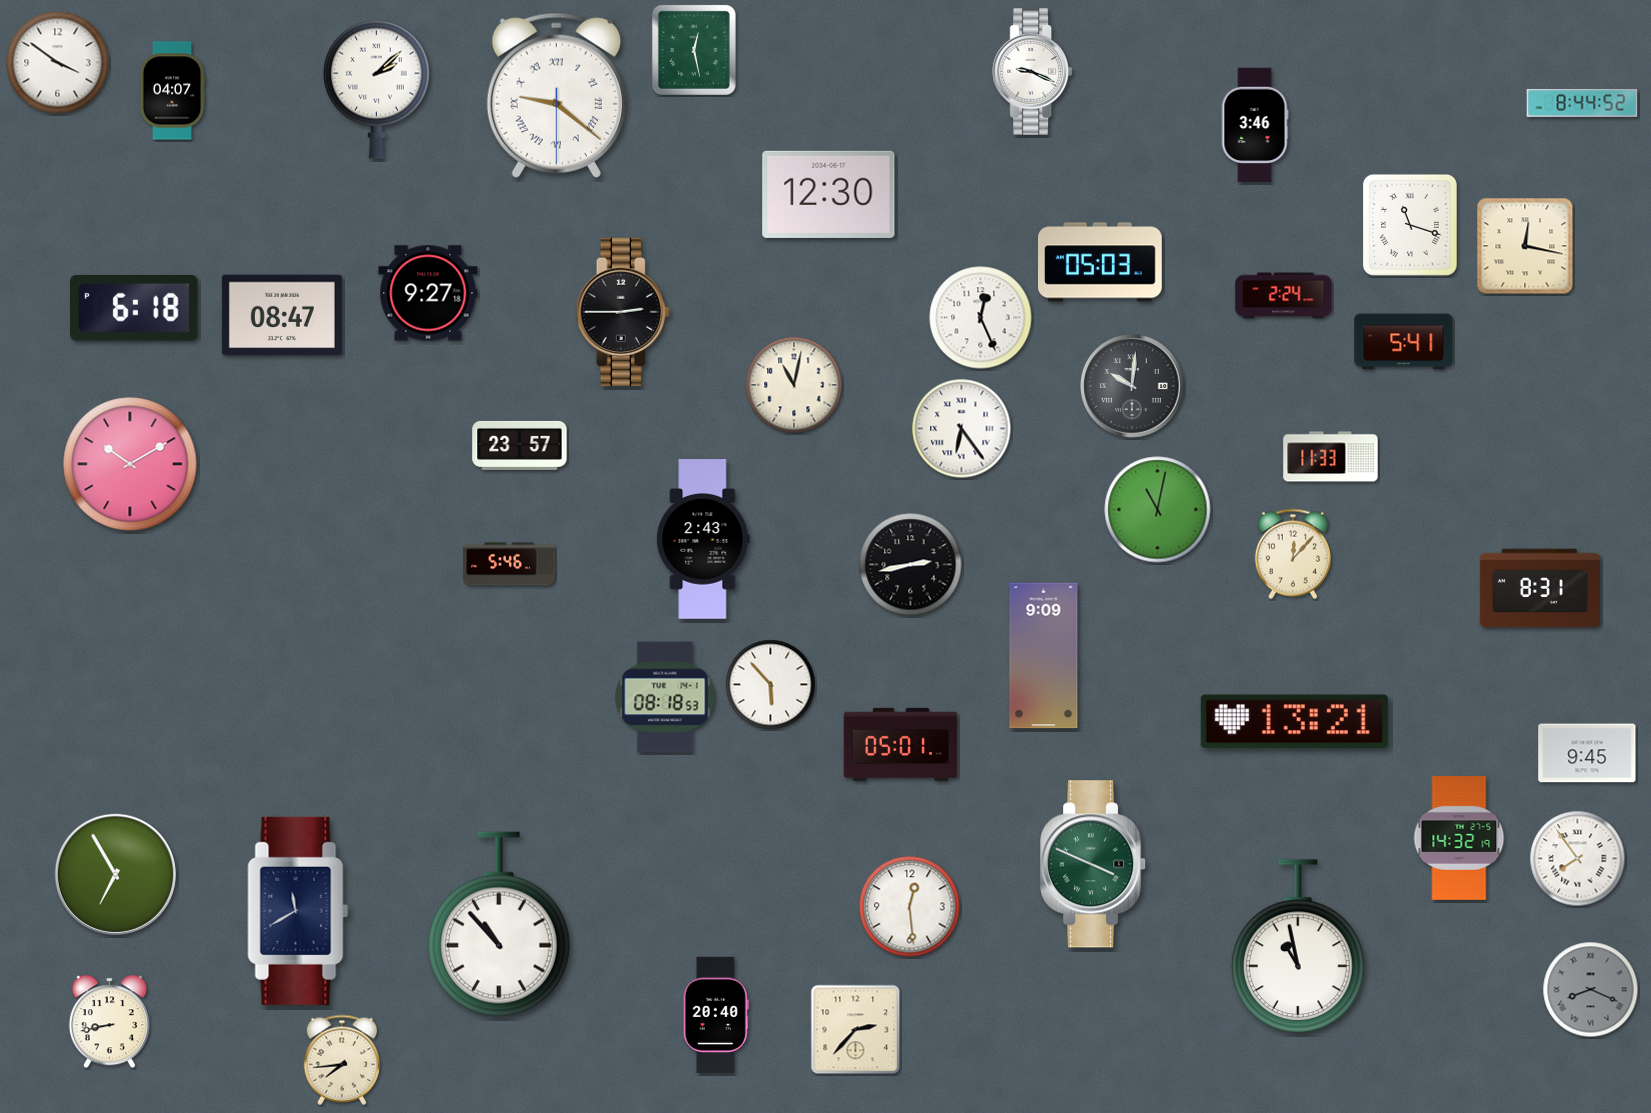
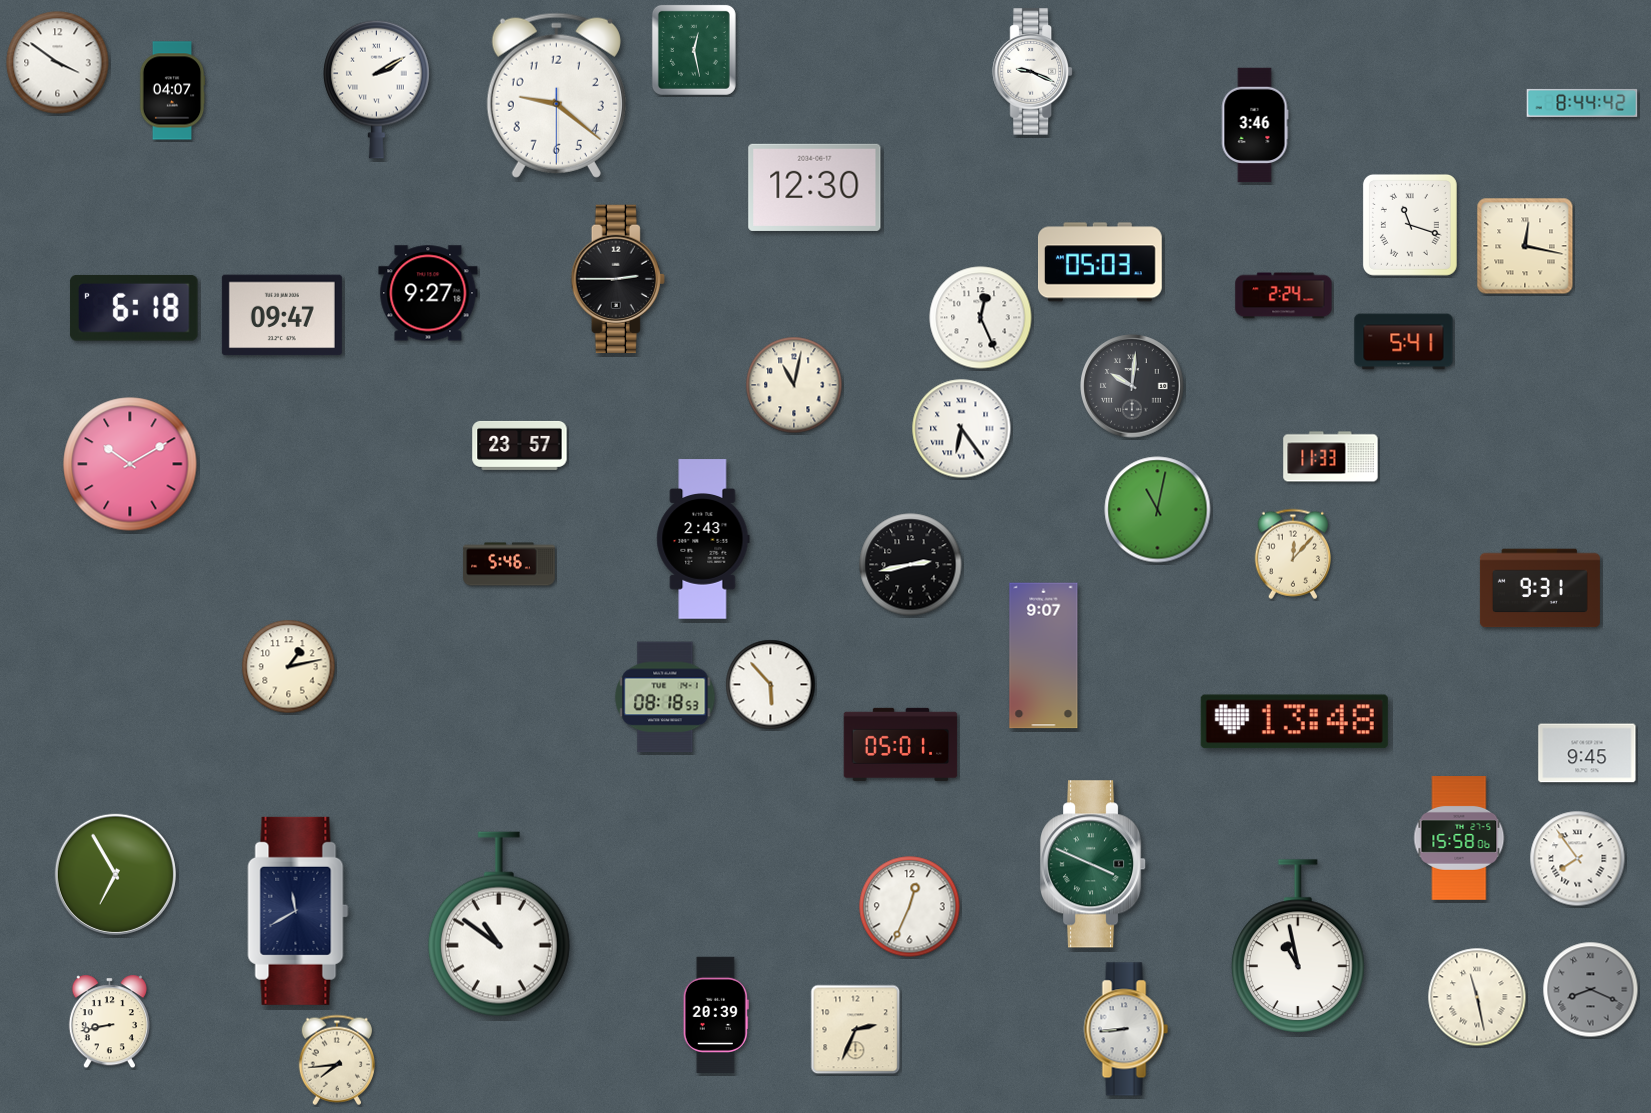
clock at (377, 89): 2:08 -> 2:10
clock at (556, 95) numerals: Roman -> Arabic
clock at (1582, 103): 8:44:52 -> 8:44:42
clock at (829, 194) position: (829, 194) -> (815, 187)
clock at (623, 312) position: (623, 312) -> (618, 279)
clock at (282, 315): 08:47 -> 09:47
clock at (1540, 588): 8:31 -> 9:31
clock at (1044, 656): 9:09 -> 9:07
clock at (289, 667): none -> 1:13
clock at (1294, 722): 13:21 -> 13:48
clock at (1459, 838): 14:32 -> 15:58
clock at (910, 907): 12:29 -> 12:34
clock at (499, 924): 10:53 -> 10:51
clock at (1477, 997): none -> 11:28
clock at (716, 1014): 20:40 -> 20:39
clock at (1126, 1029): none -> 8:44
clock at (856, 1030): 2:37 -> 2:34
clock at (341, 1060) position: (341, 1060) -> (336, 1060)
